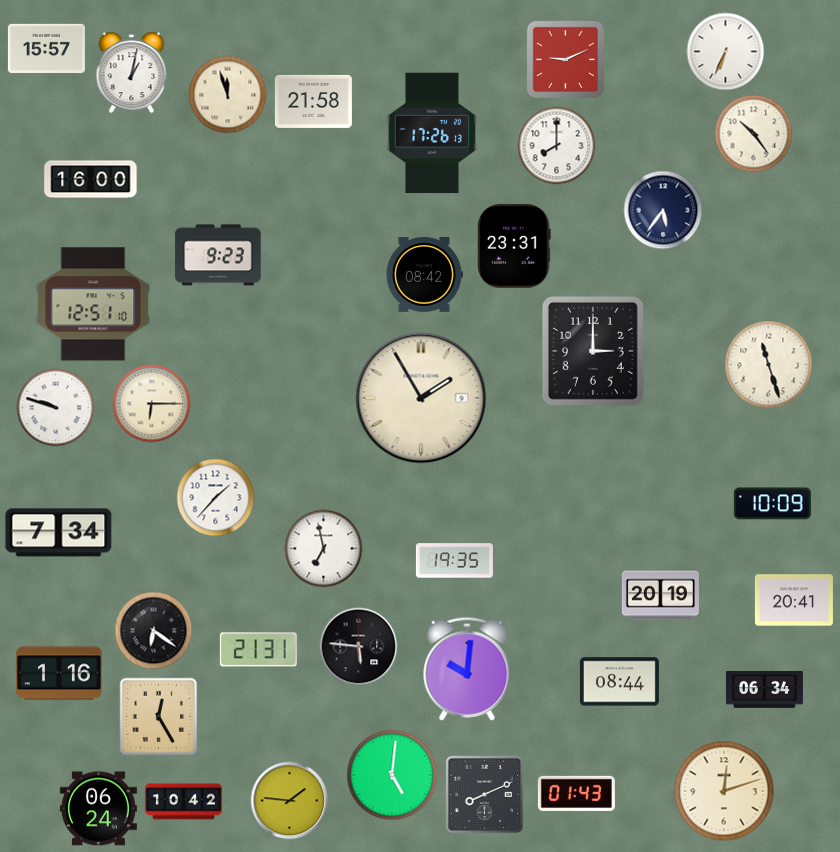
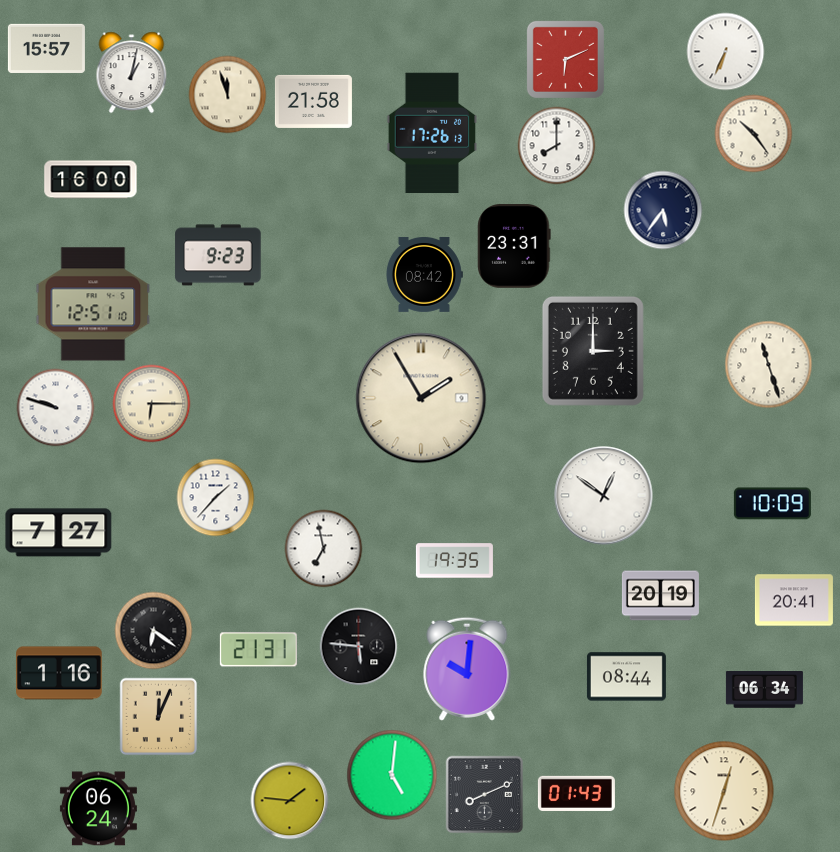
clock at (565, 59): 9:11 -> 6:11
clock at (604, 496): none -> 12:51
clock at (59, 533): 7:34 -> 7:27
clock at (619, 682) position: (619, 682) -> (626, 677)
clock at (158, 716): 12:25 -> 12:04
clock at (724, 791): 12:12 -> 12:33
clock at (183, 802): 10:42 -> none
